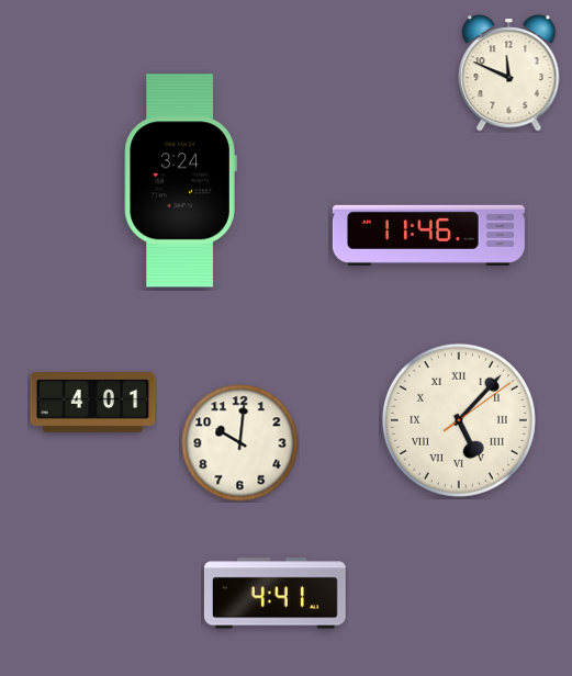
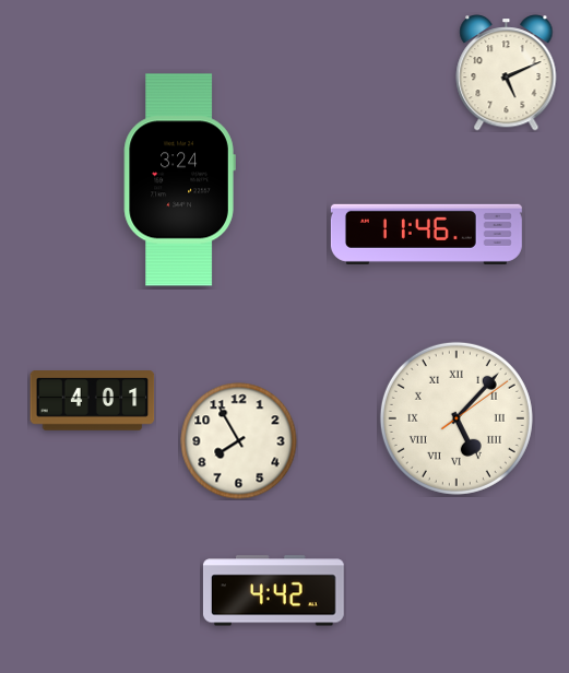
clock at (509, 74): 11:49 -> 5:11
clock at (240, 443): 10:01 -> 7:55
clock at (274, 594): 4:41 -> 4:42
